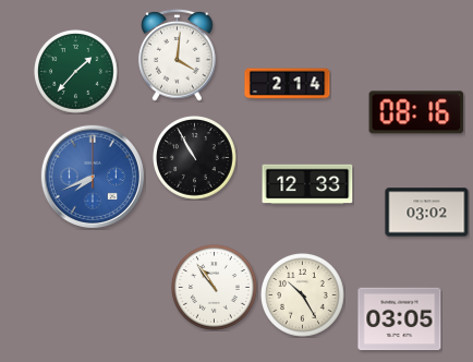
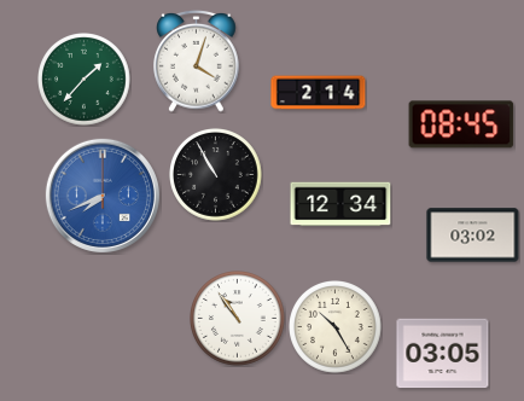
clock at (178, 55): 4:01 -> 4:03
clock at (416, 112): 08:16 -> 08:45
clock at (307, 184): 12:33 -> 12:34
